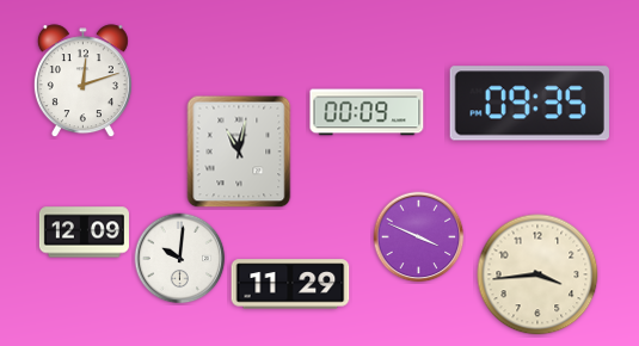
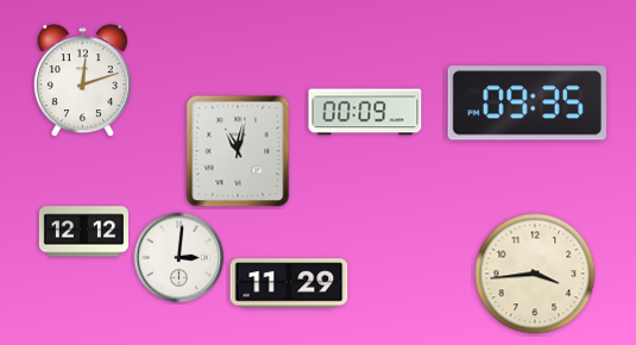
clock at (84, 233): 12:09 -> 12:12
clock at (419, 237): 3:49 -> none
clock at (180, 259): 10:01 -> 3:01
